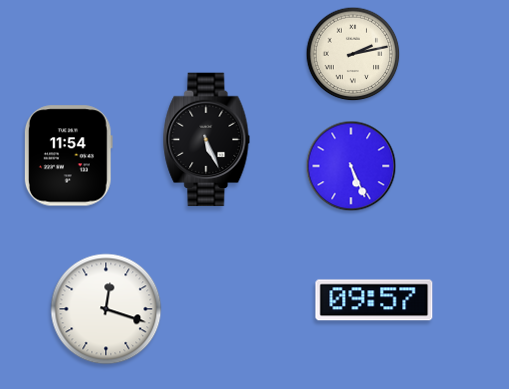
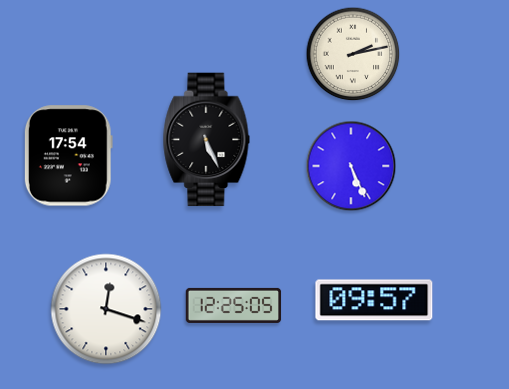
clock at (68, 156): 11:54 -> 17:54
clock at (234, 305): none -> 12:25
